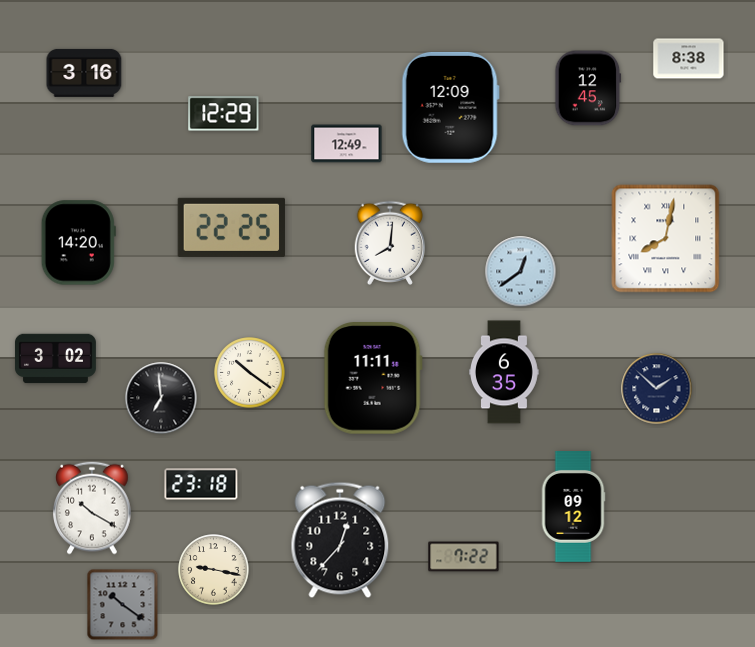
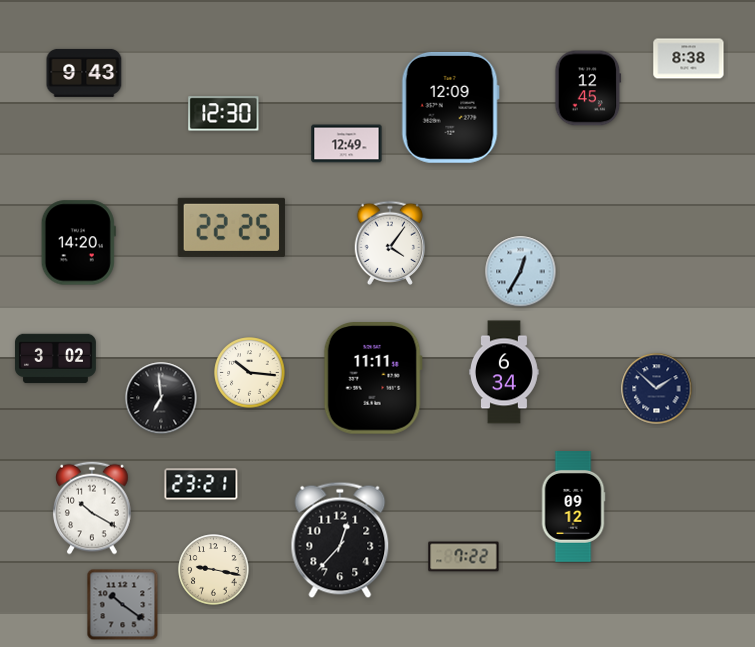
clock at (84, 73): 3:16 -> 9:43
clock at (224, 114): 12:29 -> 12:30
clock at (666, 239): 8:02 -> none
clock at (390, 243): 8:01 -> 4:06
clock at (521, 272): 12:39 -> 12:35
clock at (505, 372): 6:35 -> 6:34
clock at (250, 373): 10:21 -> 10:16
clock at (201, 484): 23:18 -> 23:21
